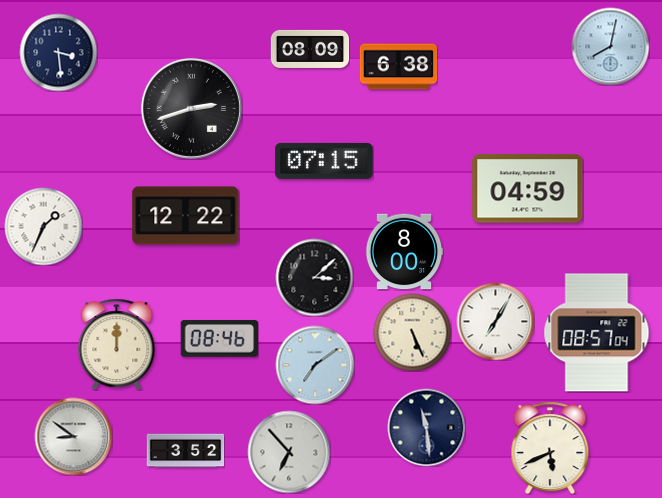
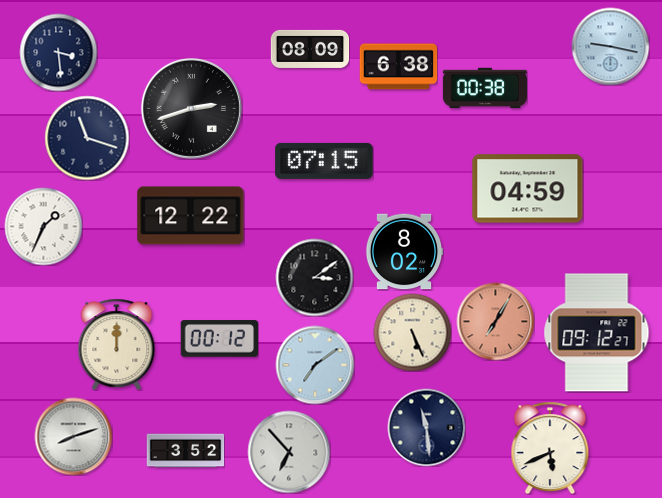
clock at (610, 46): 8:02 -> 9:17
clock at (485, 88): none -> 00:38
clock at (87, 138): none -> 11:18
clock at (186, 216) position: (186, 216) -> (191, 216)
clock at (404, 252): 8:00 -> 8:02
clock at (314, 277): 3:08 -> 3:09
clock at (495, 321) dial: white -> salmon
clock at (597, 333): 08:57 -> 09:12
clock at (219, 339): 08:46 -> 00:12
clock at (73, 436): 8:51 -> 8:12
